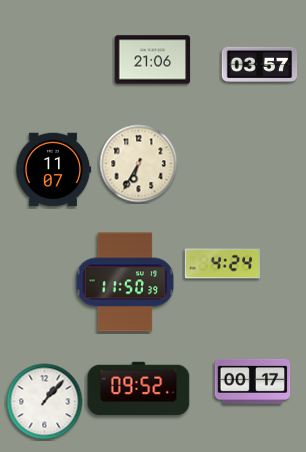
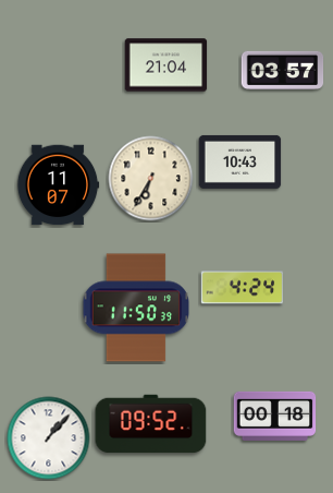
clock at (153, 60): 21:06 -> 21:04
clock at (240, 161): none -> 10:43
clock at (253, 381): 00:17 -> 00:18
